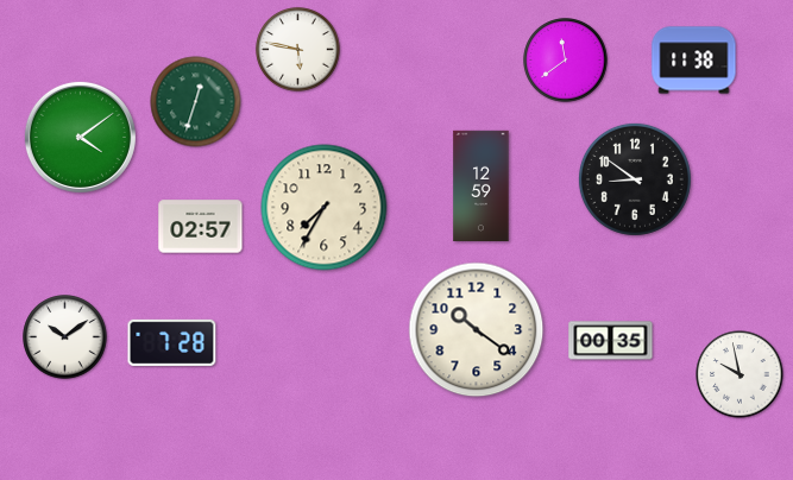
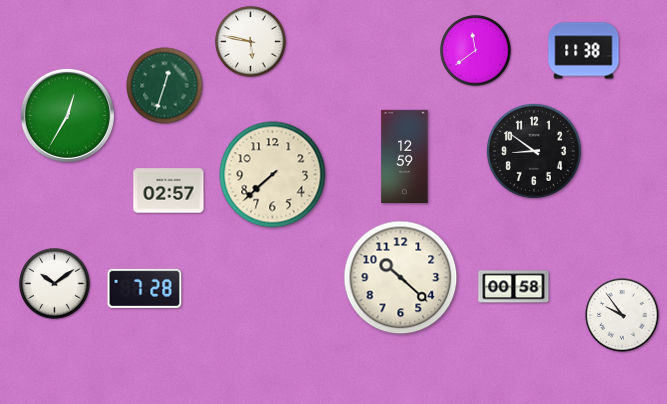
clock at (80, 137): 4:09 -> 12:35
clock at (325, 208): 7:35 -> 7:38
clock at (477, 330): 10:21 -> 10:22
clock at (611, 341): 00:35 -> 00:58
clock at (739, 374): 9:58 -> 9:54
